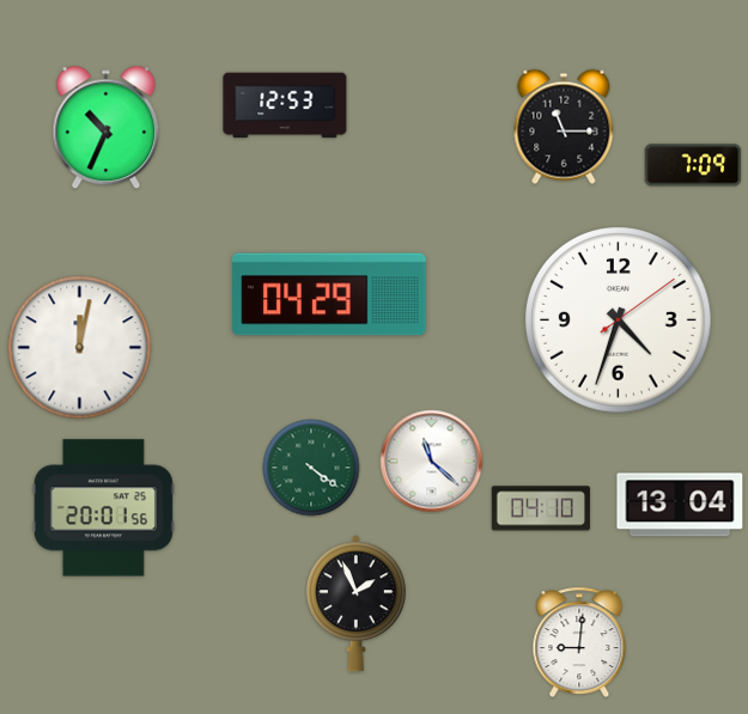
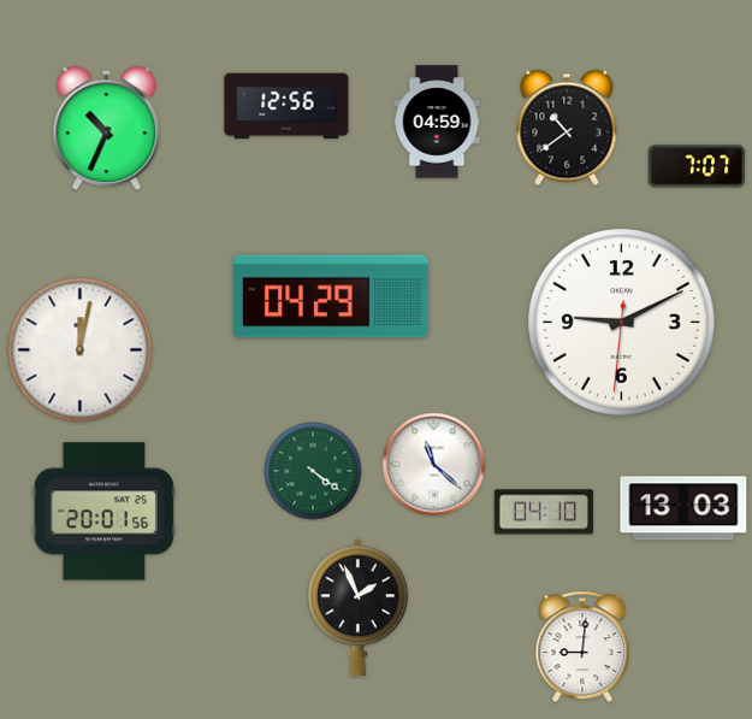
clock at (285, 105): 12:53 -> 12:56
clock at (437, 122): none -> 04:59
clock at (564, 127): 11:15 -> 10:39
clock at (693, 165): 7:09 -> 7:07
clock at (619, 321): 4:33 -> 9:10
clock at (680, 505): 13:04 -> 13:03
